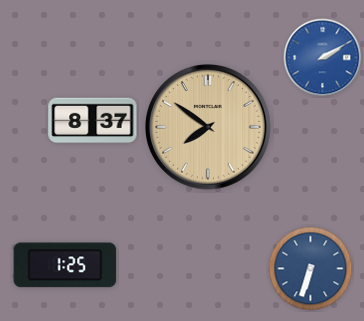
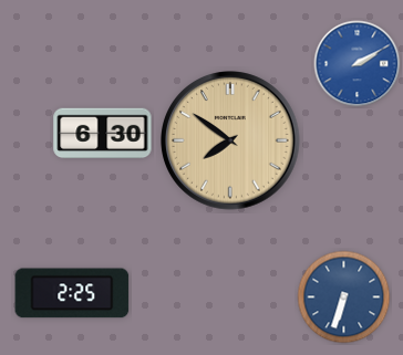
clock at (93, 121): 8:37 -> 6:30
clock at (65, 265): 1:25 -> 2:25
